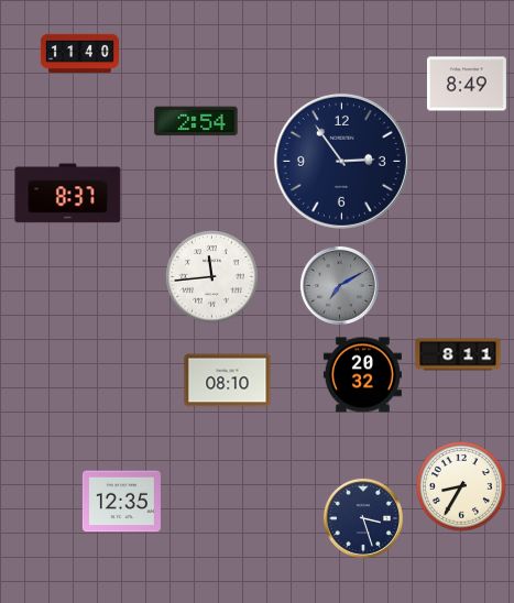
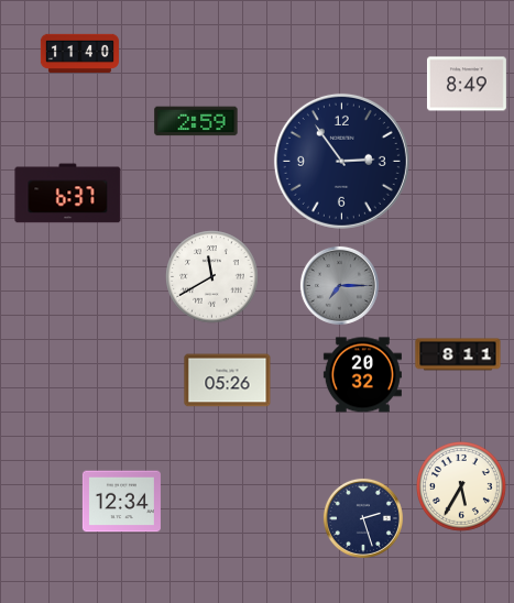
clock at (196, 121): 2:54 -> 2:59
clock at (68, 194): 8:37 -> 6:37
clock at (212, 277): 11:44 -> 11:40
clock at (339, 285): 7:10 -> 7:15
clock at (228, 381): 08:10 -> 05:26
clock at (462, 487): 8:35 -> 5:35
clock at (121, 502): 12:35 -> 12:34
clock at (363, 518): 3:27 -> 2:27
